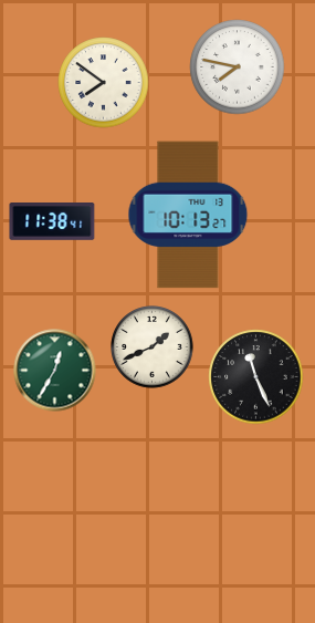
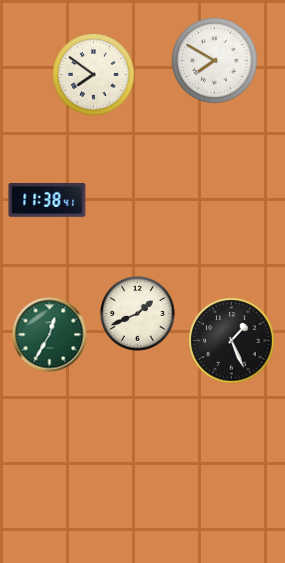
clock at (238, 68): 7:47 -> 7:50
clock at (188, 215): 10:13 -> none
clock at (256, 377): 11:26 -> 1:26
